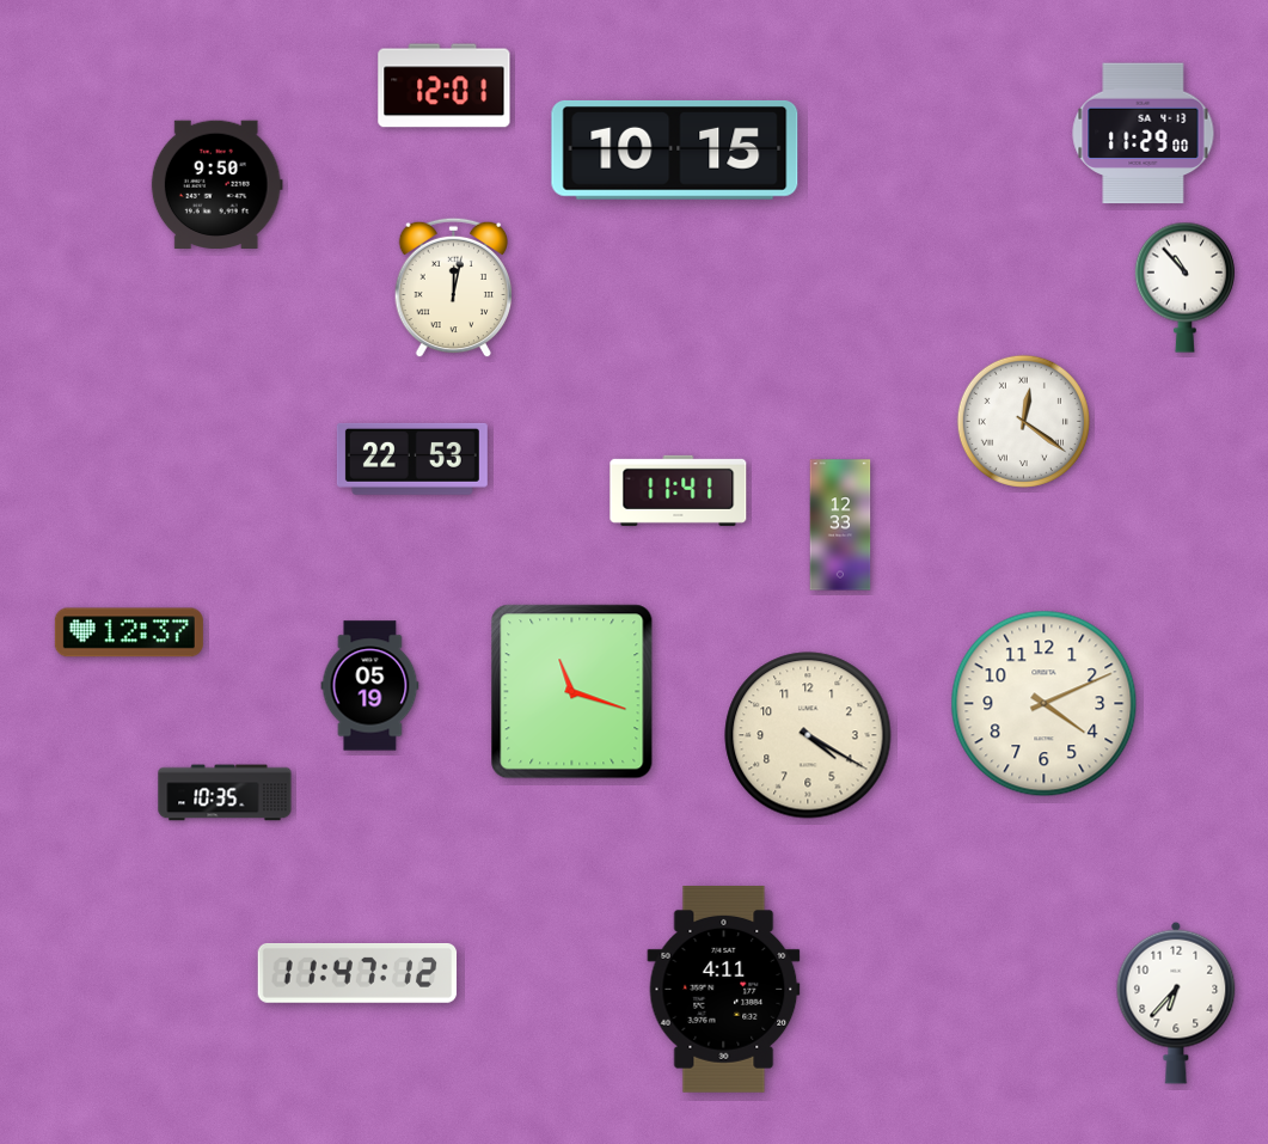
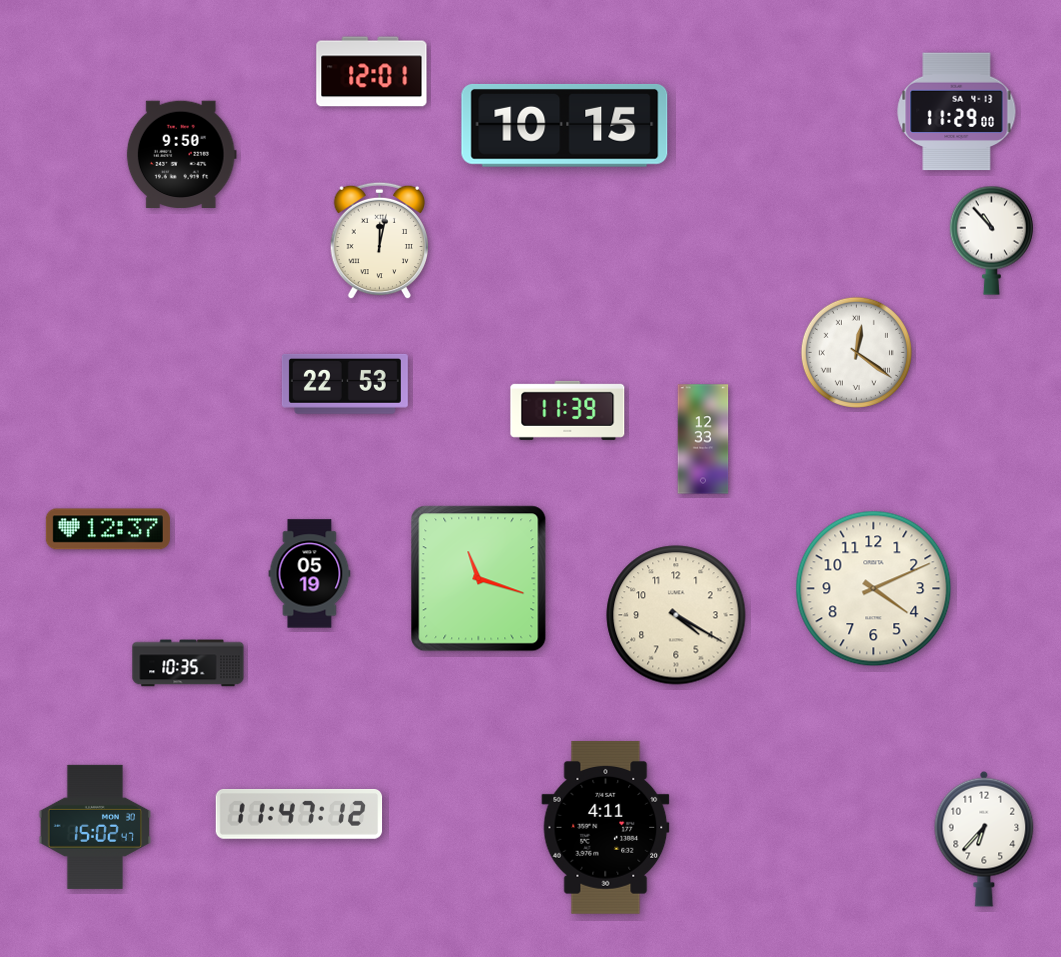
clock at (679, 490): 11:41 -> 11:39
clock at (95, 827): none -> 15:02
